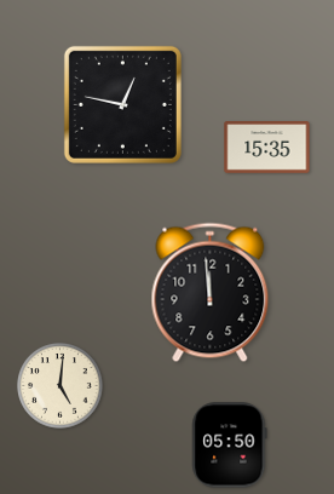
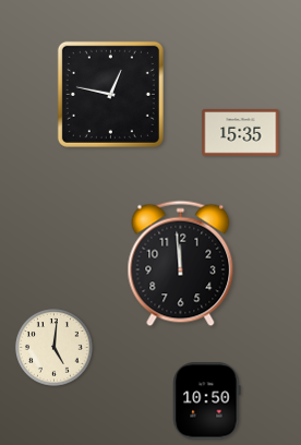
clock at (211, 293) position: (211, 293) -> (181, 264)
clock at (230, 446): 05:50 -> 10:50
